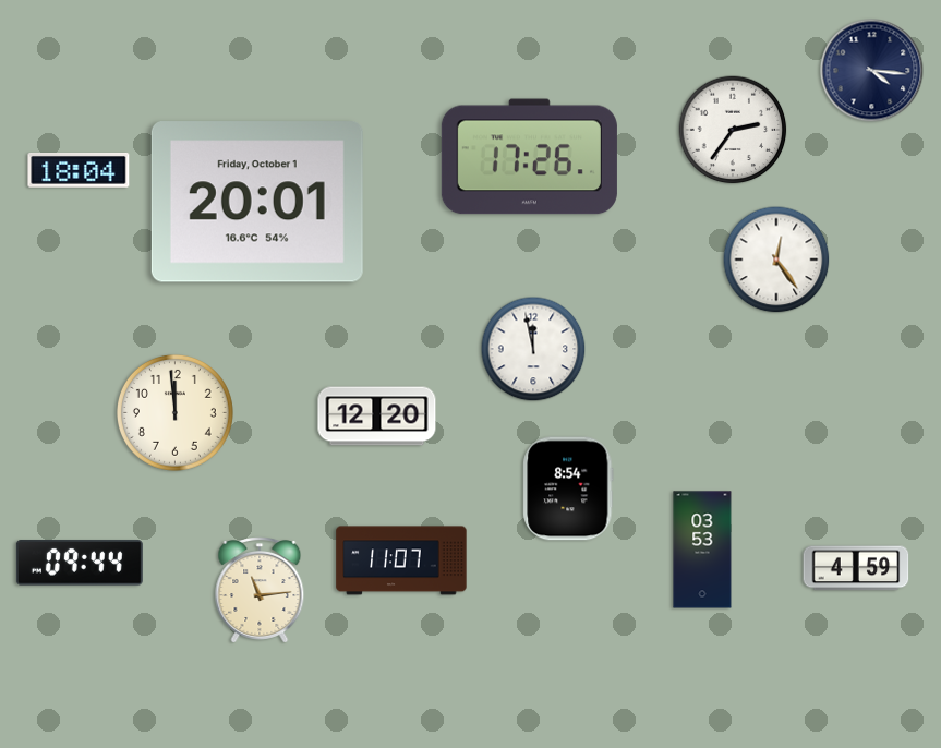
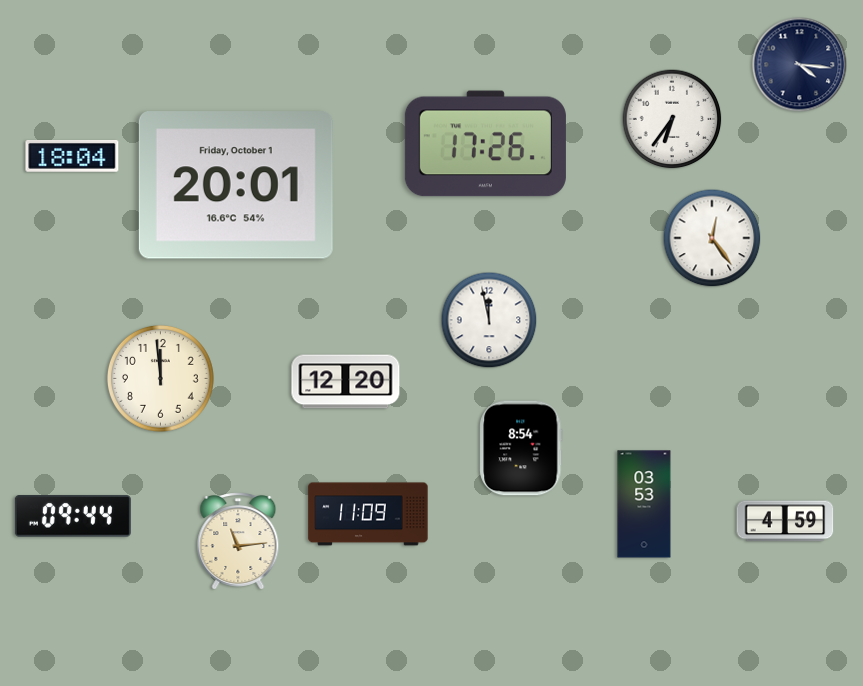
clock at (733, 130): 2:36 -> 6:36
clock at (401, 560): 11:07 -> 11:09
